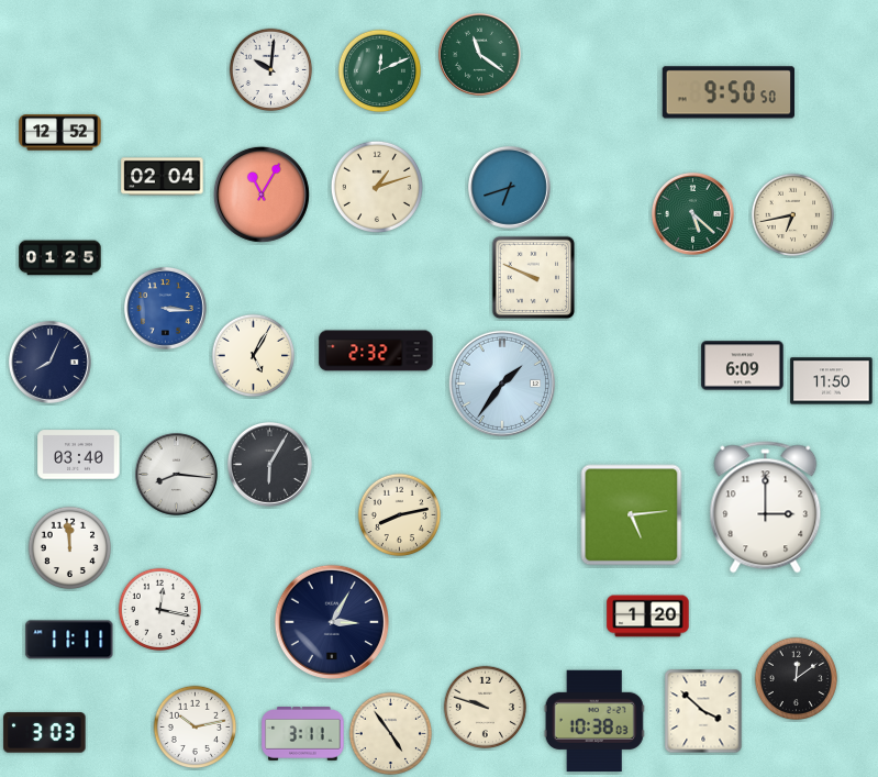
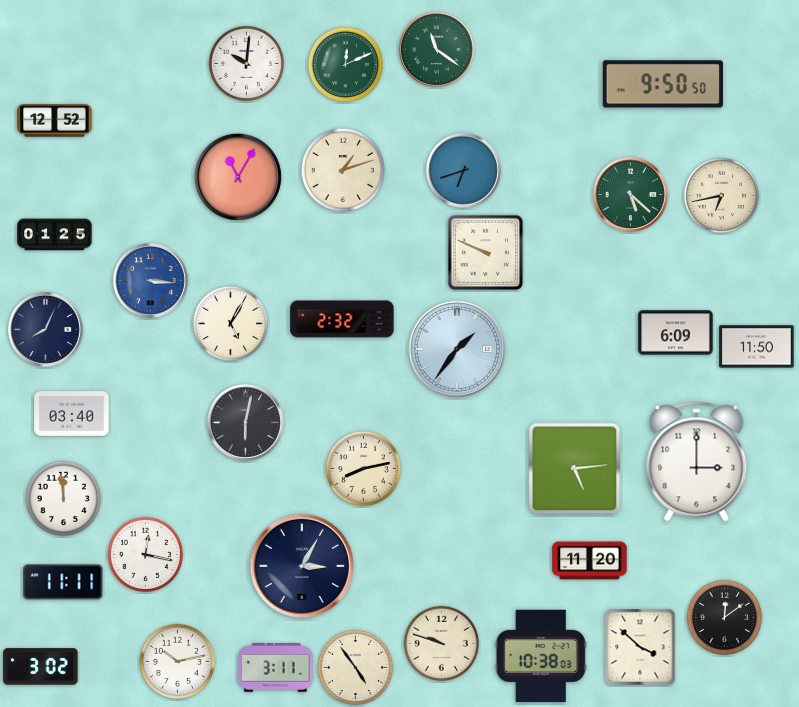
clock at (163, 177): 02:04 -> none
clock at (269, 464): 6:05 -> 6:02
clock at (176, 474): 8:16 -> none
clock at (648, 617): 1:20 -> 11:20
clock at (45, 733): 3:03 -> 3:02
